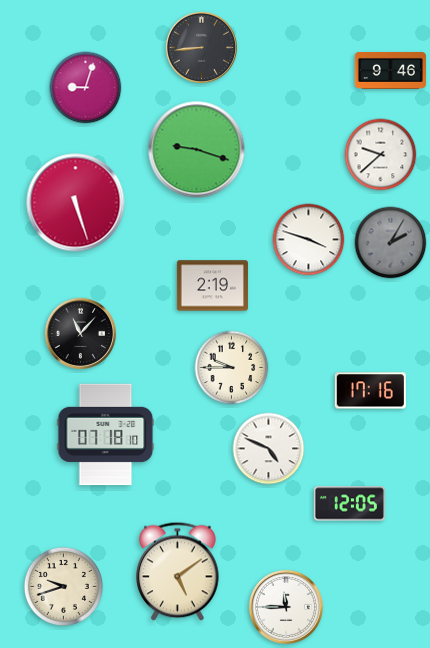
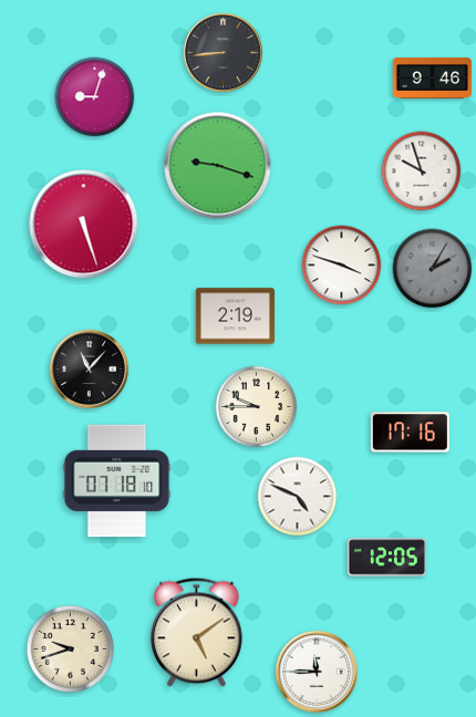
clock at (381, 155): 9:38 -> 9:57
